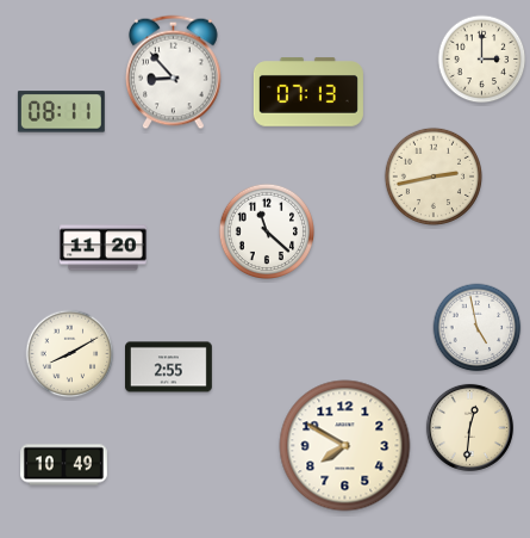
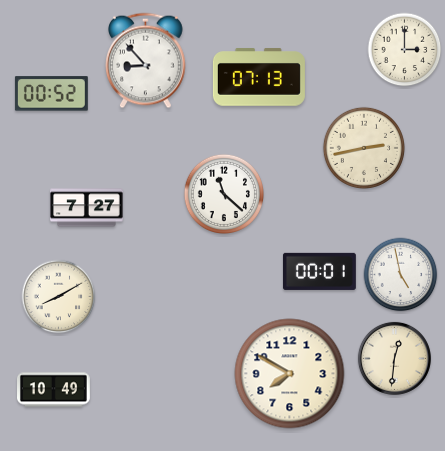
clock at (61, 112): 08:11 -> 00:52
clock at (104, 248): 11:20 -> 7:27
clock at (319, 271): none -> 00:01
clock at (169, 367): 2:55 -> none
